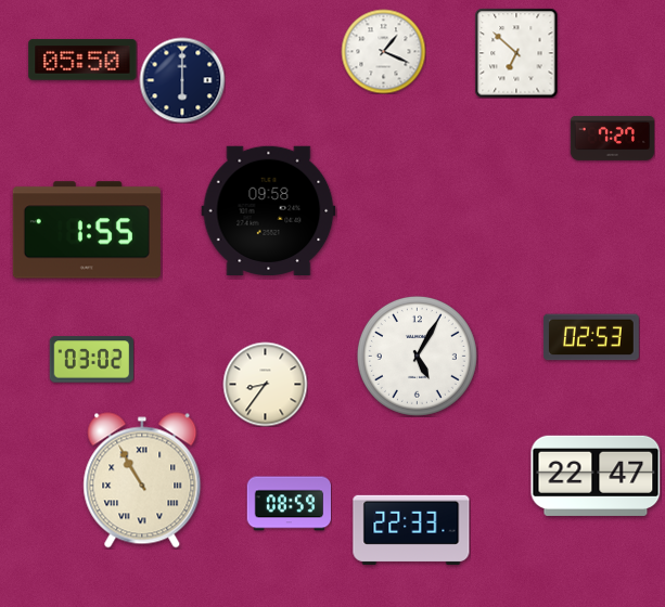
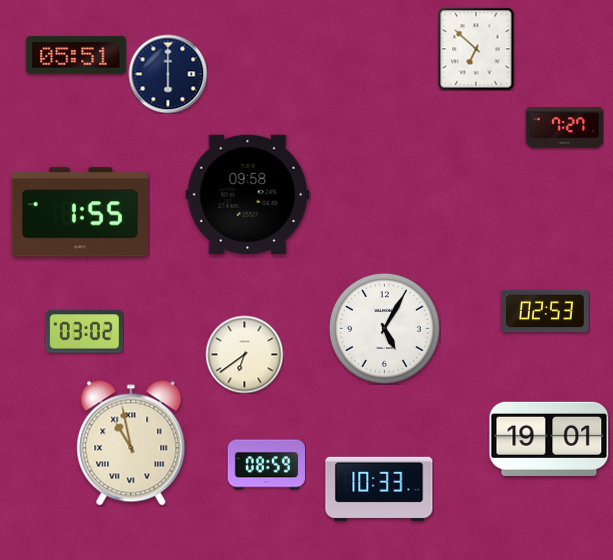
clock at (383, 51): 1:19 -> none
clock at (82, 60): 05:50 -> 05:51
clock at (265, 384): 8:36 -> 6:39
clock at (596, 476): 22:47 -> 19:01
clock at (142, 480): 10:55 -> 10:58
clock at (411, 530): 22:33 -> 10:33
